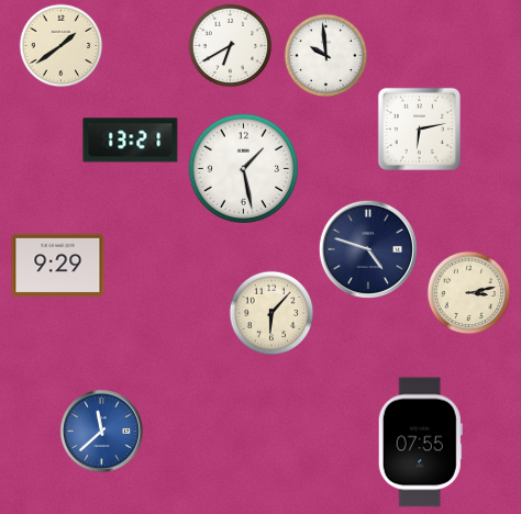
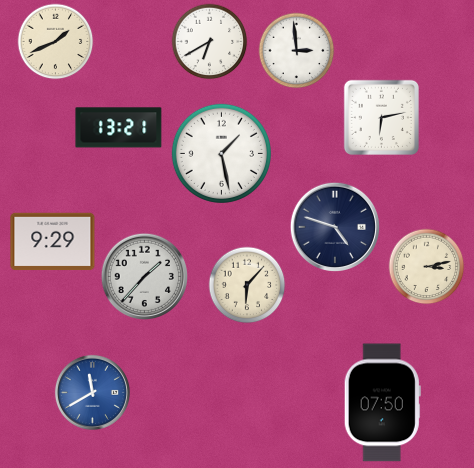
clock at (62, 46): 1:39 -> 1:41
clock at (326, 56): 9:59 -> 2:59
clock at (144, 276): none -> 1:37
clock at (101, 431): 11:38 -> 11:40
clock at (420, 443): 07:55 -> 07:50
